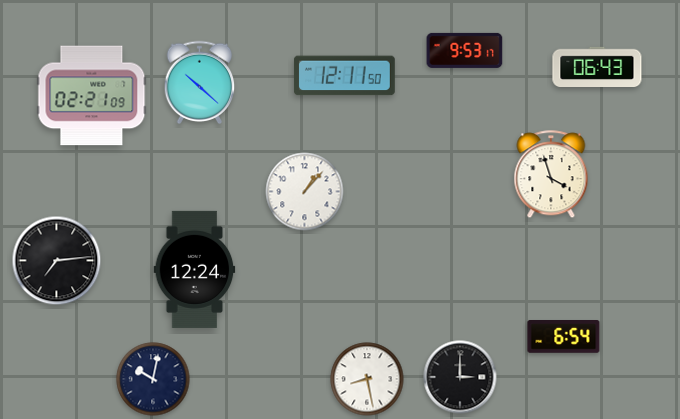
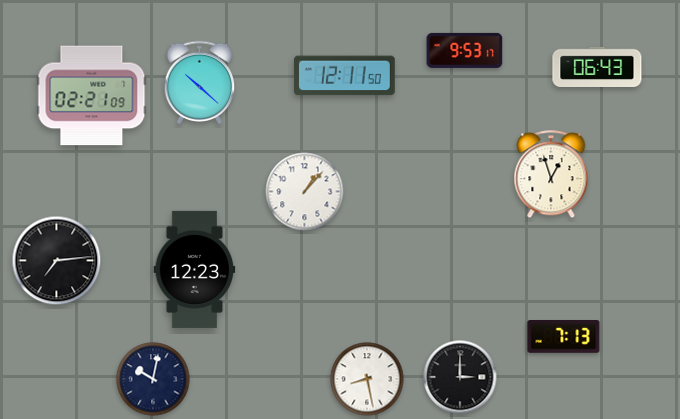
clock at (551, 175): 3:57 -> 12:57
clock at (195, 269): 12:24 -> 12:23
clock at (564, 337): 6:54 -> 7:13
